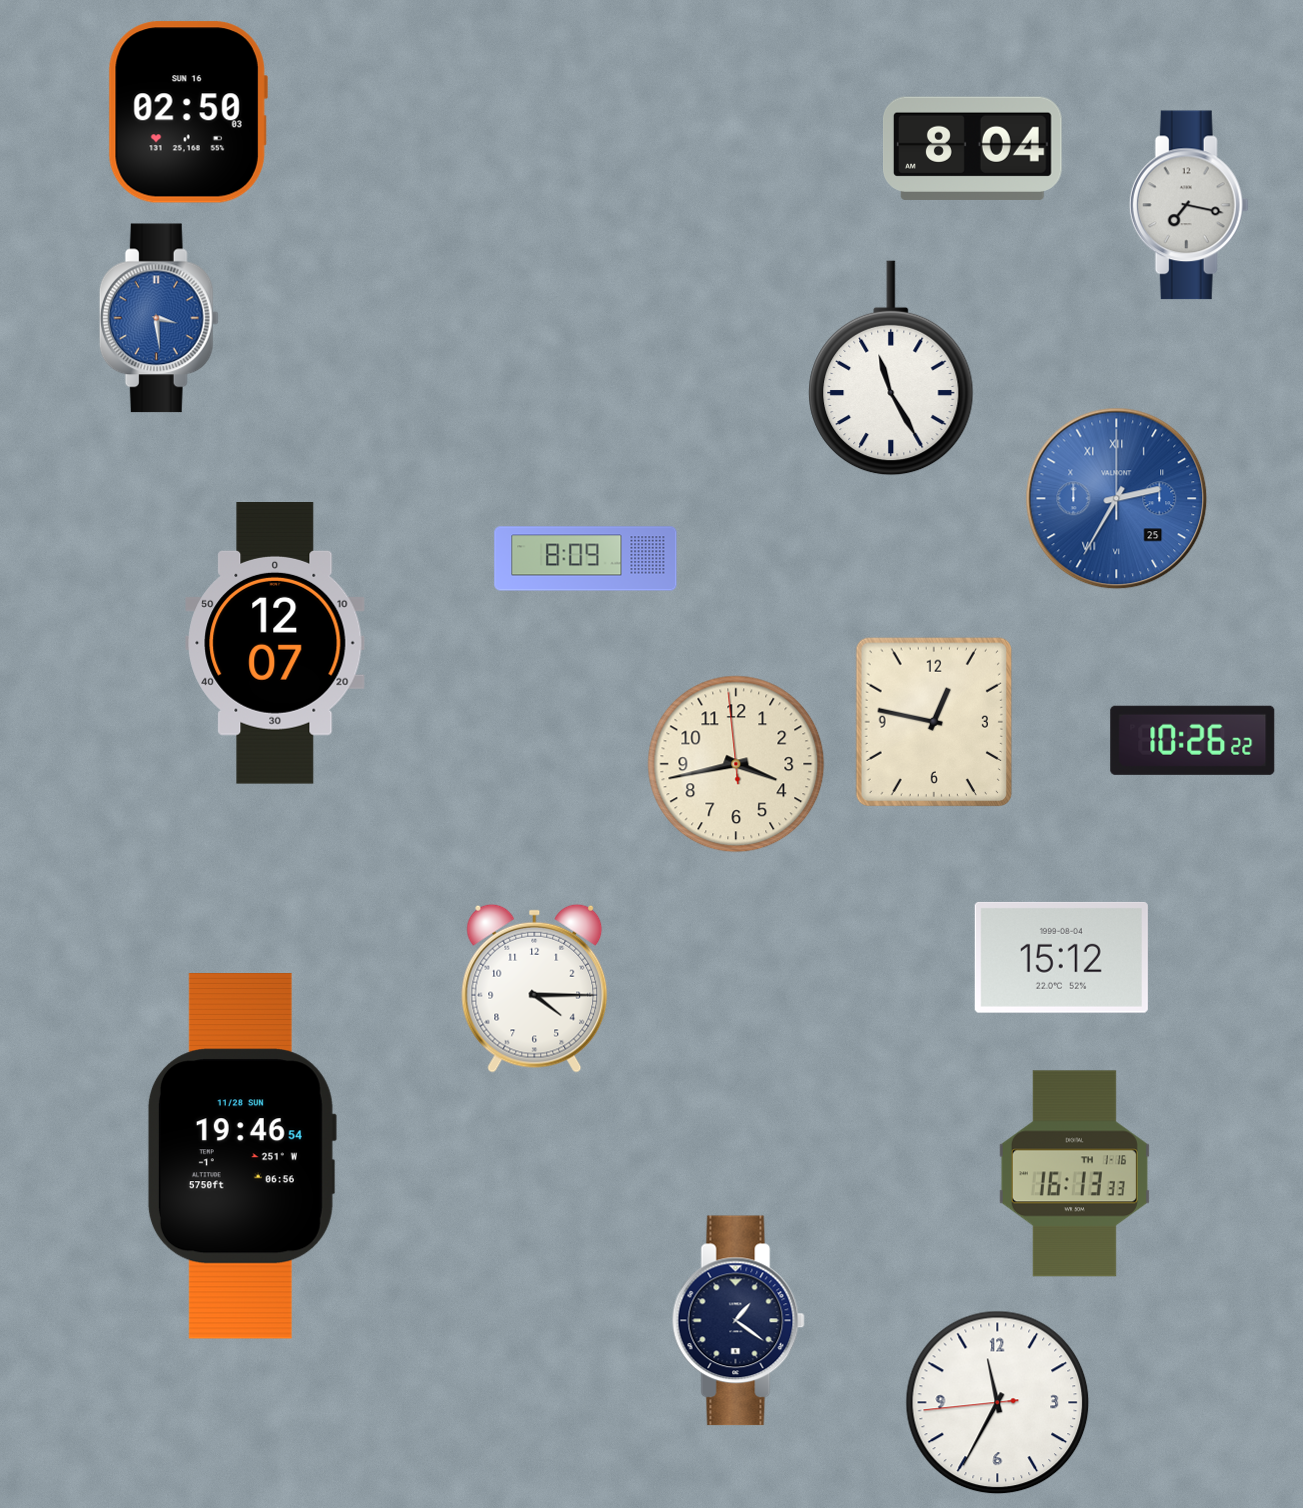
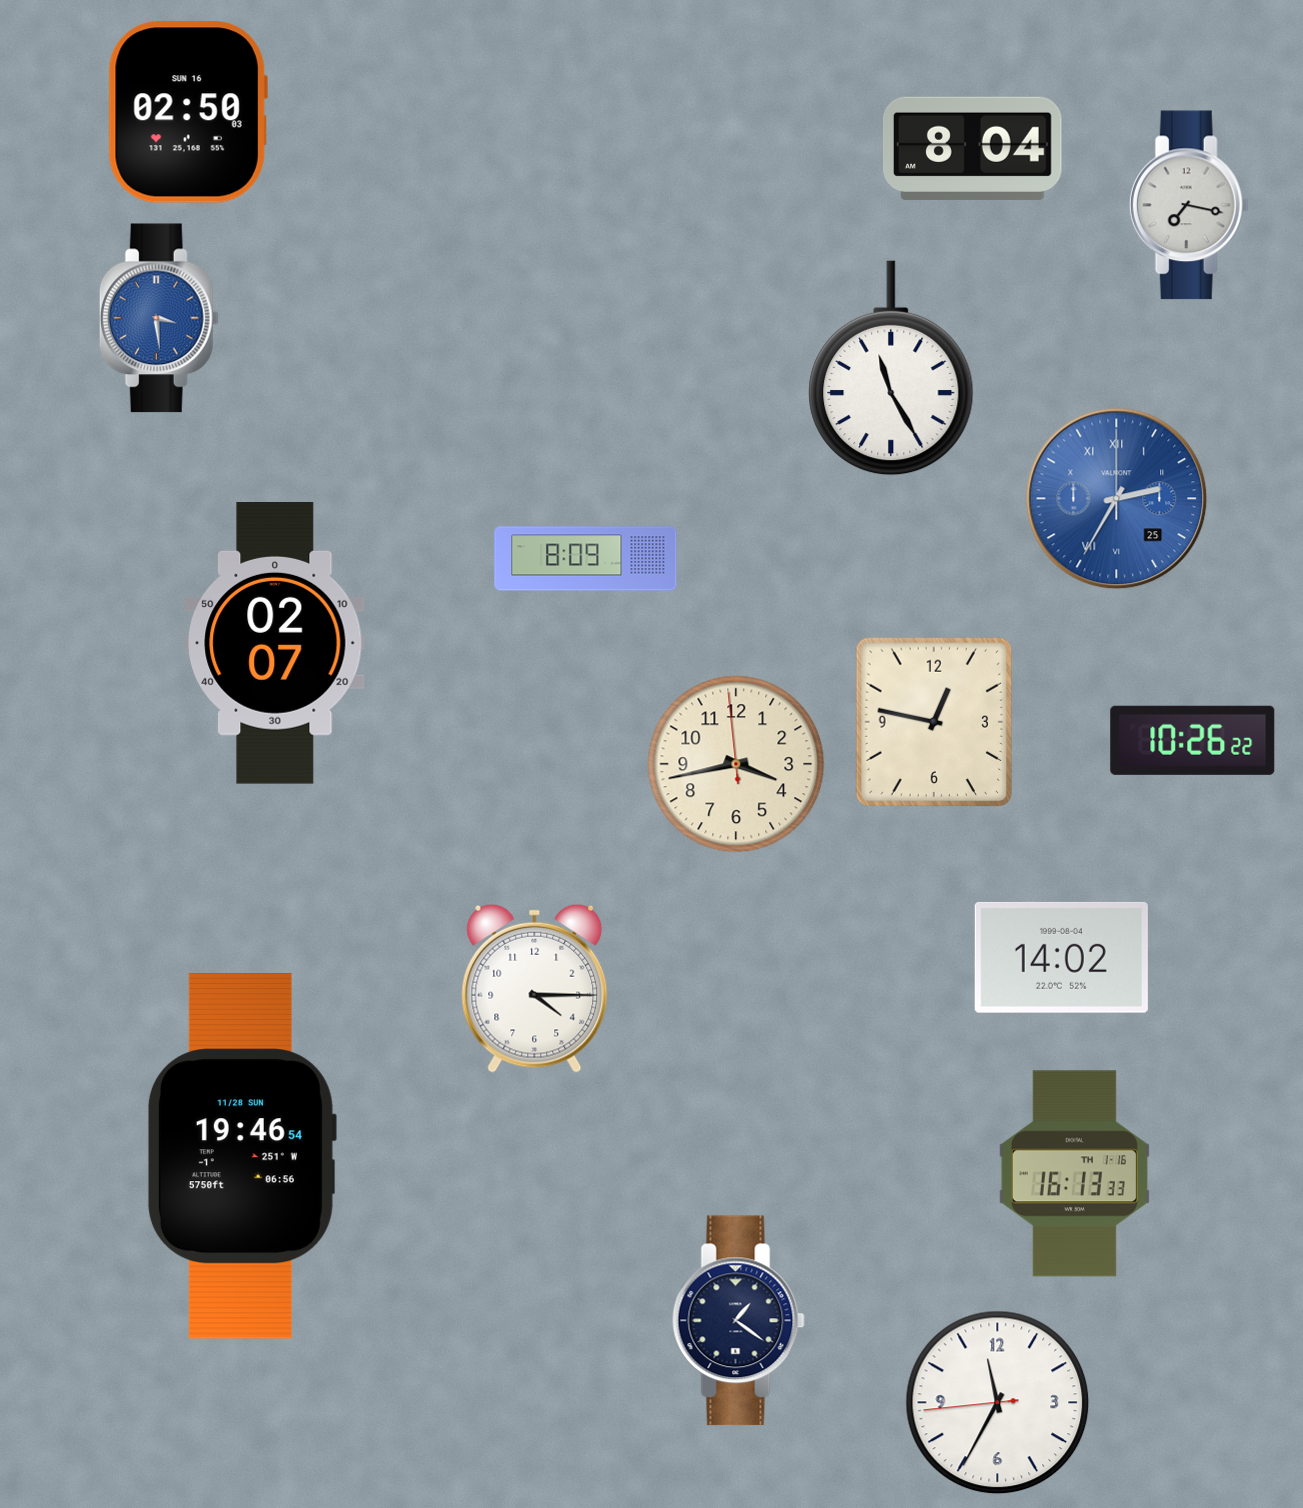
clock at (275, 644): 12:07 -> 02:07
clock at (1061, 957): 15:12 -> 14:02
